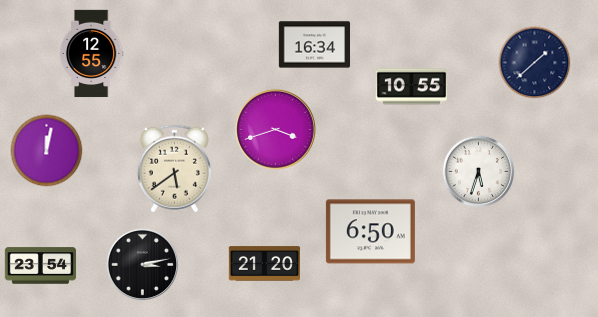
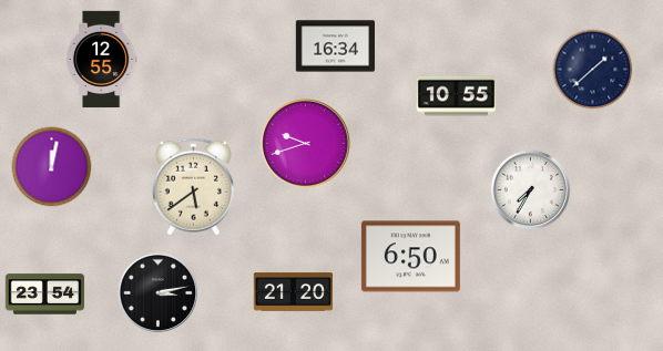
clock at (314, 45) position: (314, 45) -> (335, 47)
clock at (276, 130): 3:42 -> 9:42
clock at (479, 172): 5:33 -> 7:35
